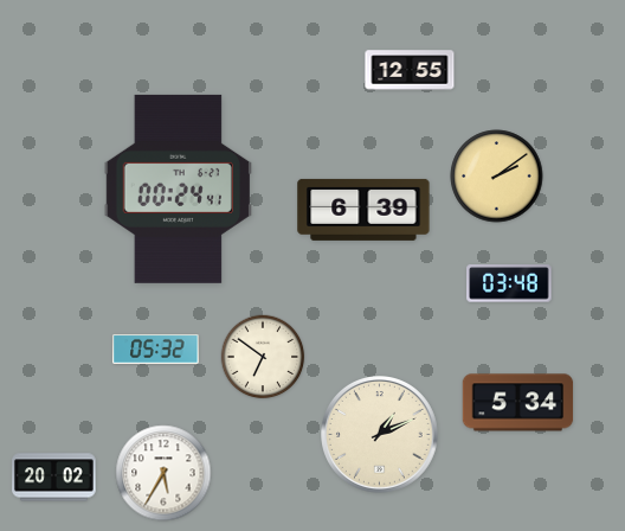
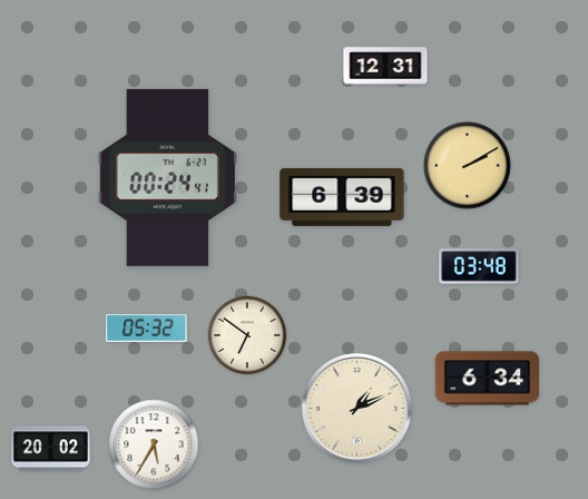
clock at (410, 70): 12:55 -> 12:31
clock at (497, 177): 2:09 -> 2:10
clock at (518, 403): 5:34 -> 6:34
